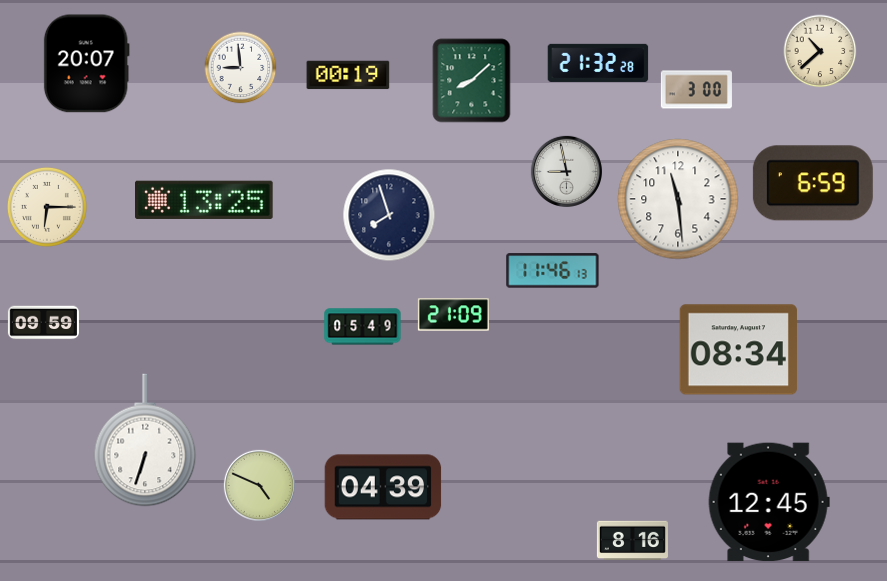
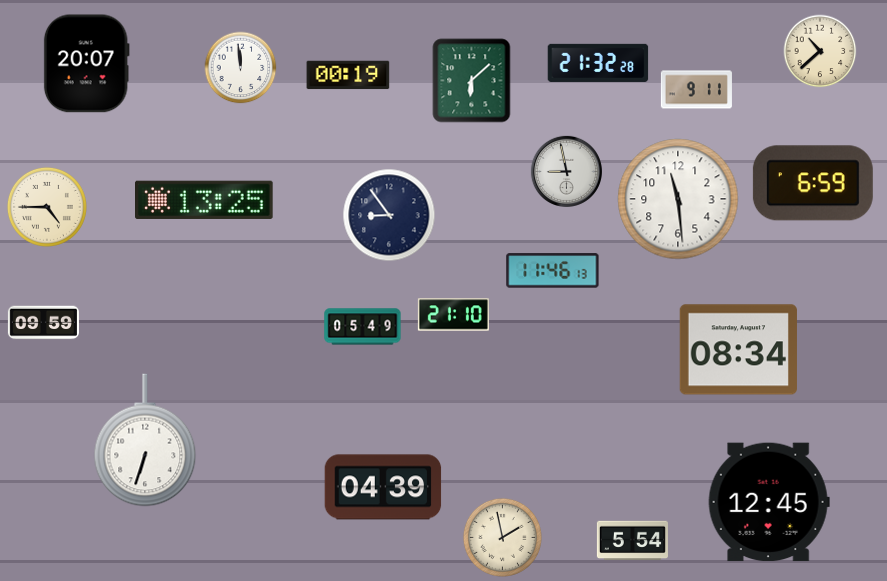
clock at (241, 68): 8:59 -> 11:59
clock at (472, 81): 8:08 -> 6:08
clock at (696, 90): 3:00 -> 9:11
clock at (47, 207): 6:15 -> 4:45
clock at (389, 215): 7:57 -> 8:54
clock at (453, 315): 21:09 -> 21:10
clock at (259, 485): 4:49 -> none
clock at (502, 537): none -> 1:58
clock at (632, 541): 8:16 -> 5:54
